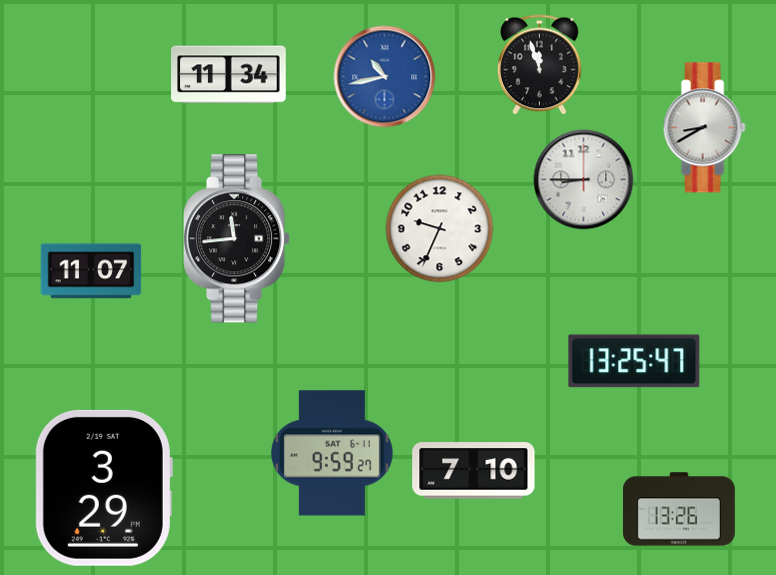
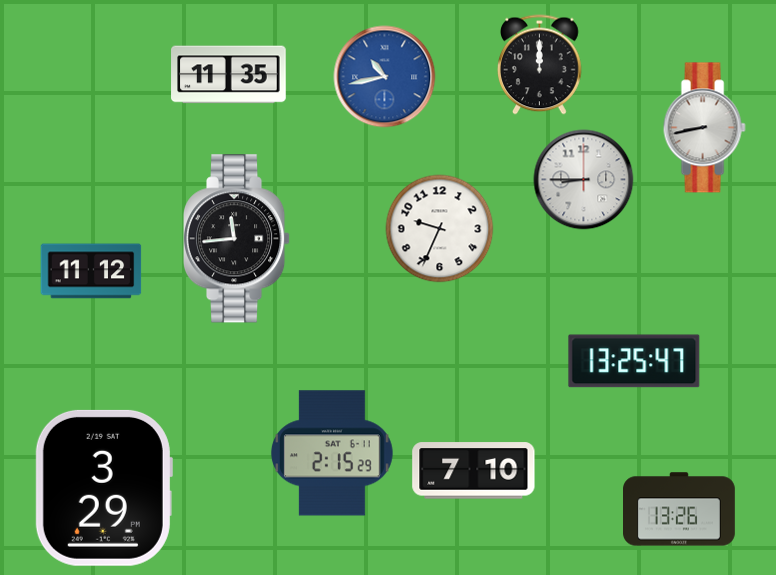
clock at (540, 65): 11:57 -> 12:00
clock at (229, 75): 11:34 -> 11:35
clock at (704, 128): 8:40 -> 8:43
clock at (91, 271): 11:07 -> 11:12
clock at (332, 453): 9:59 -> 2:15
